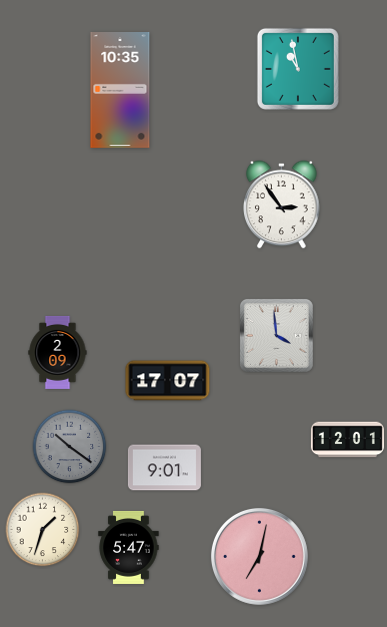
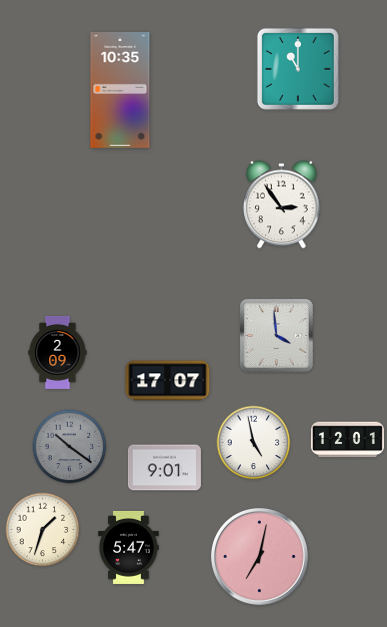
clock at (298, 69): 10:58 -> 11:00
clock at (254, 443): none -> 4:58
